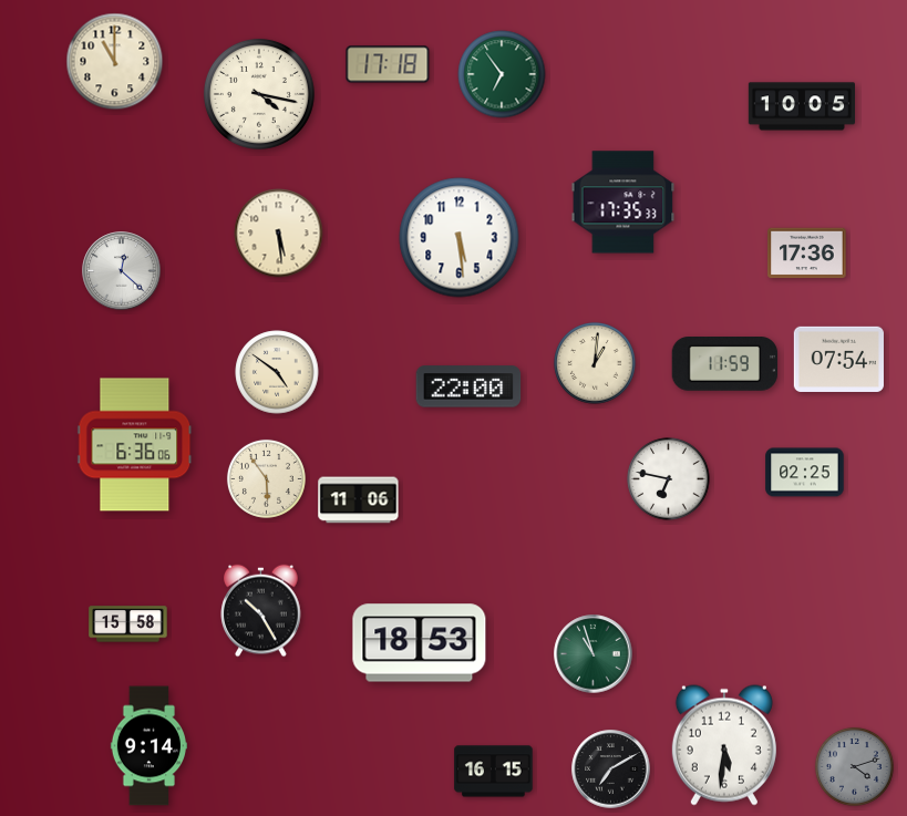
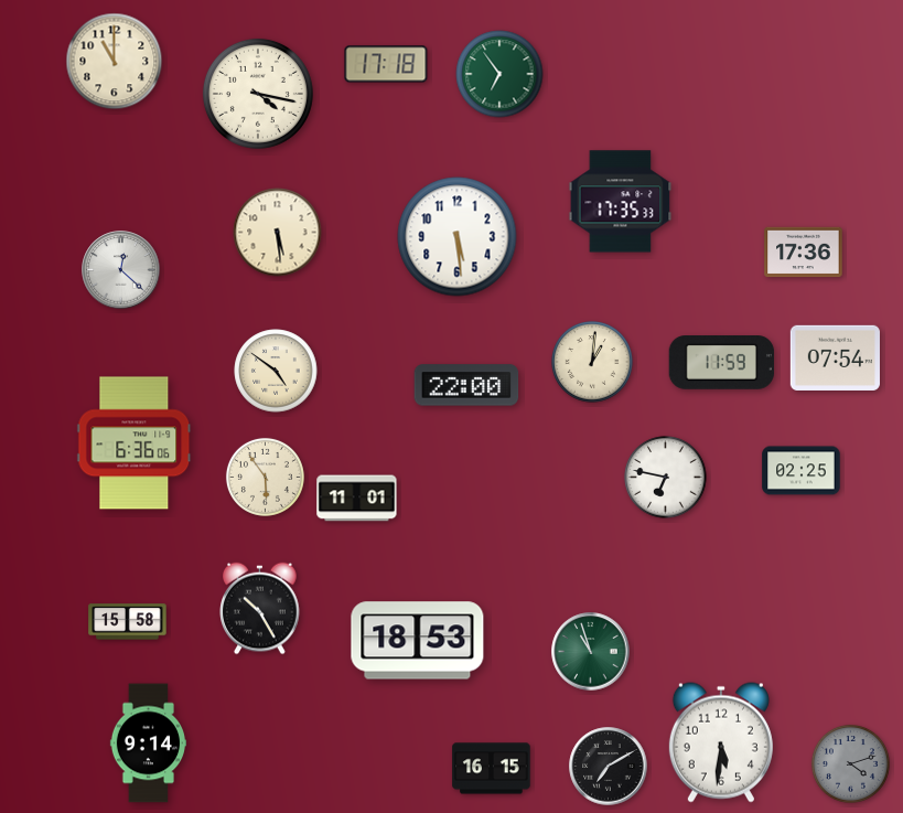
clock at (801, 106): 10:05 -> none
clock at (359, 500): 11:06 -> 11:01
